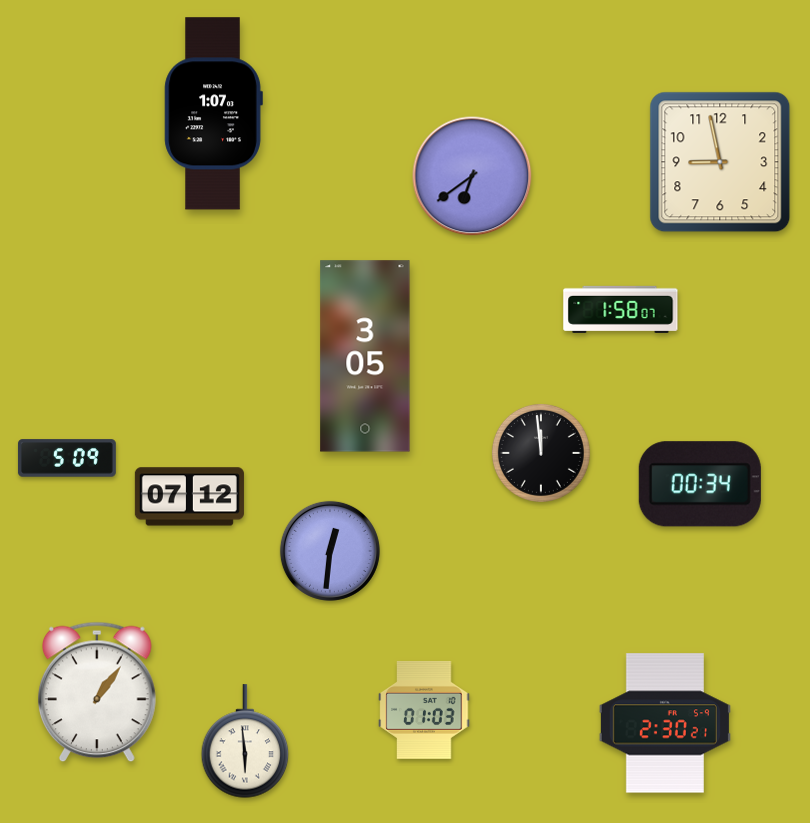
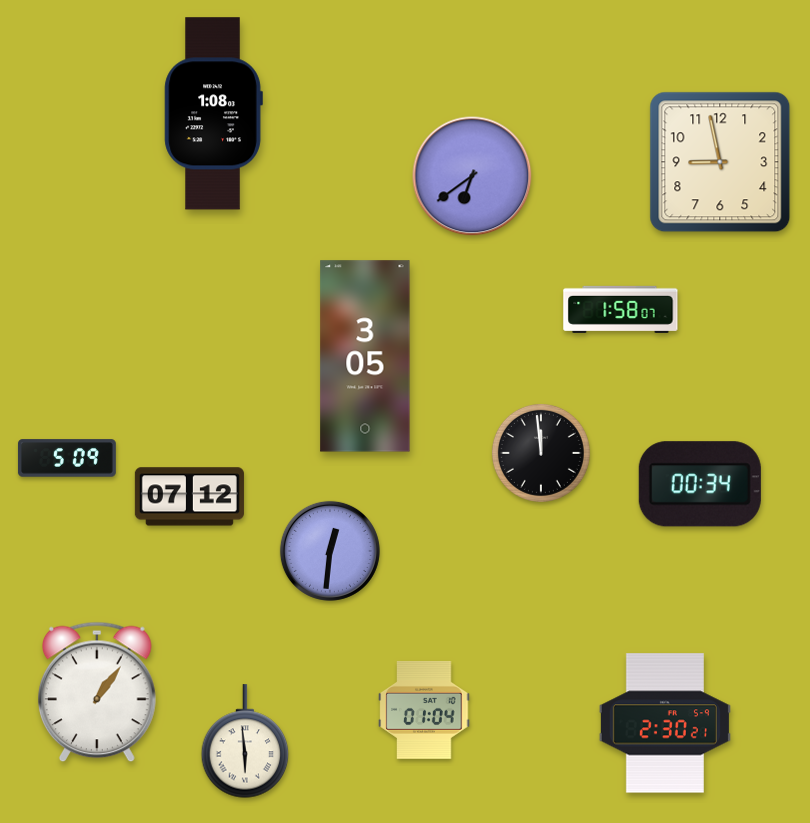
clock at (213, 114): 1:07 -> 1:08
clock at (424, 710): 01:03 -> 01:04
